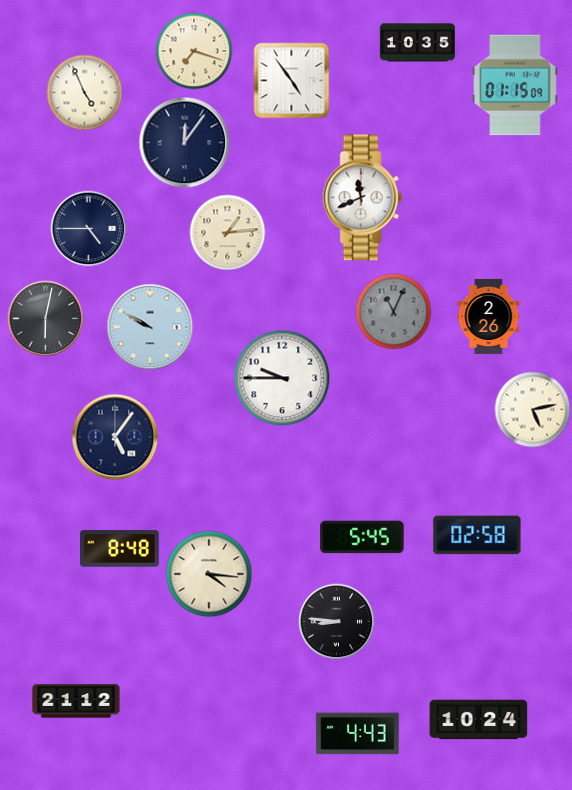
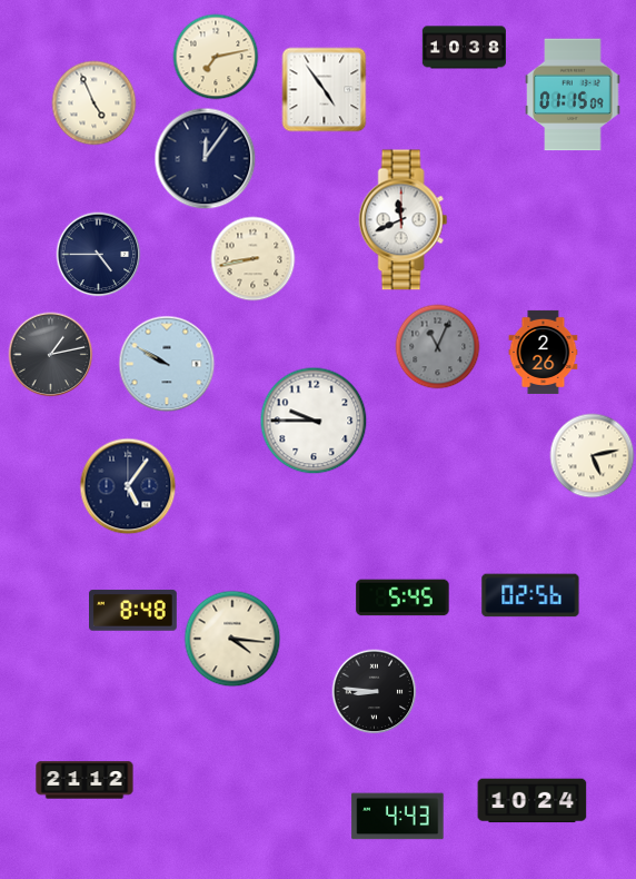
clock at (417, 43): 10:35 -> 10:38
clock at (194, 51): 7:18 -> 7:13
clock at (228, 233): 1:14 -> 8:43
clock at (46, 319): 6:02 -> 1:13
clock at (477, 535): 02:58 -> 02:56
